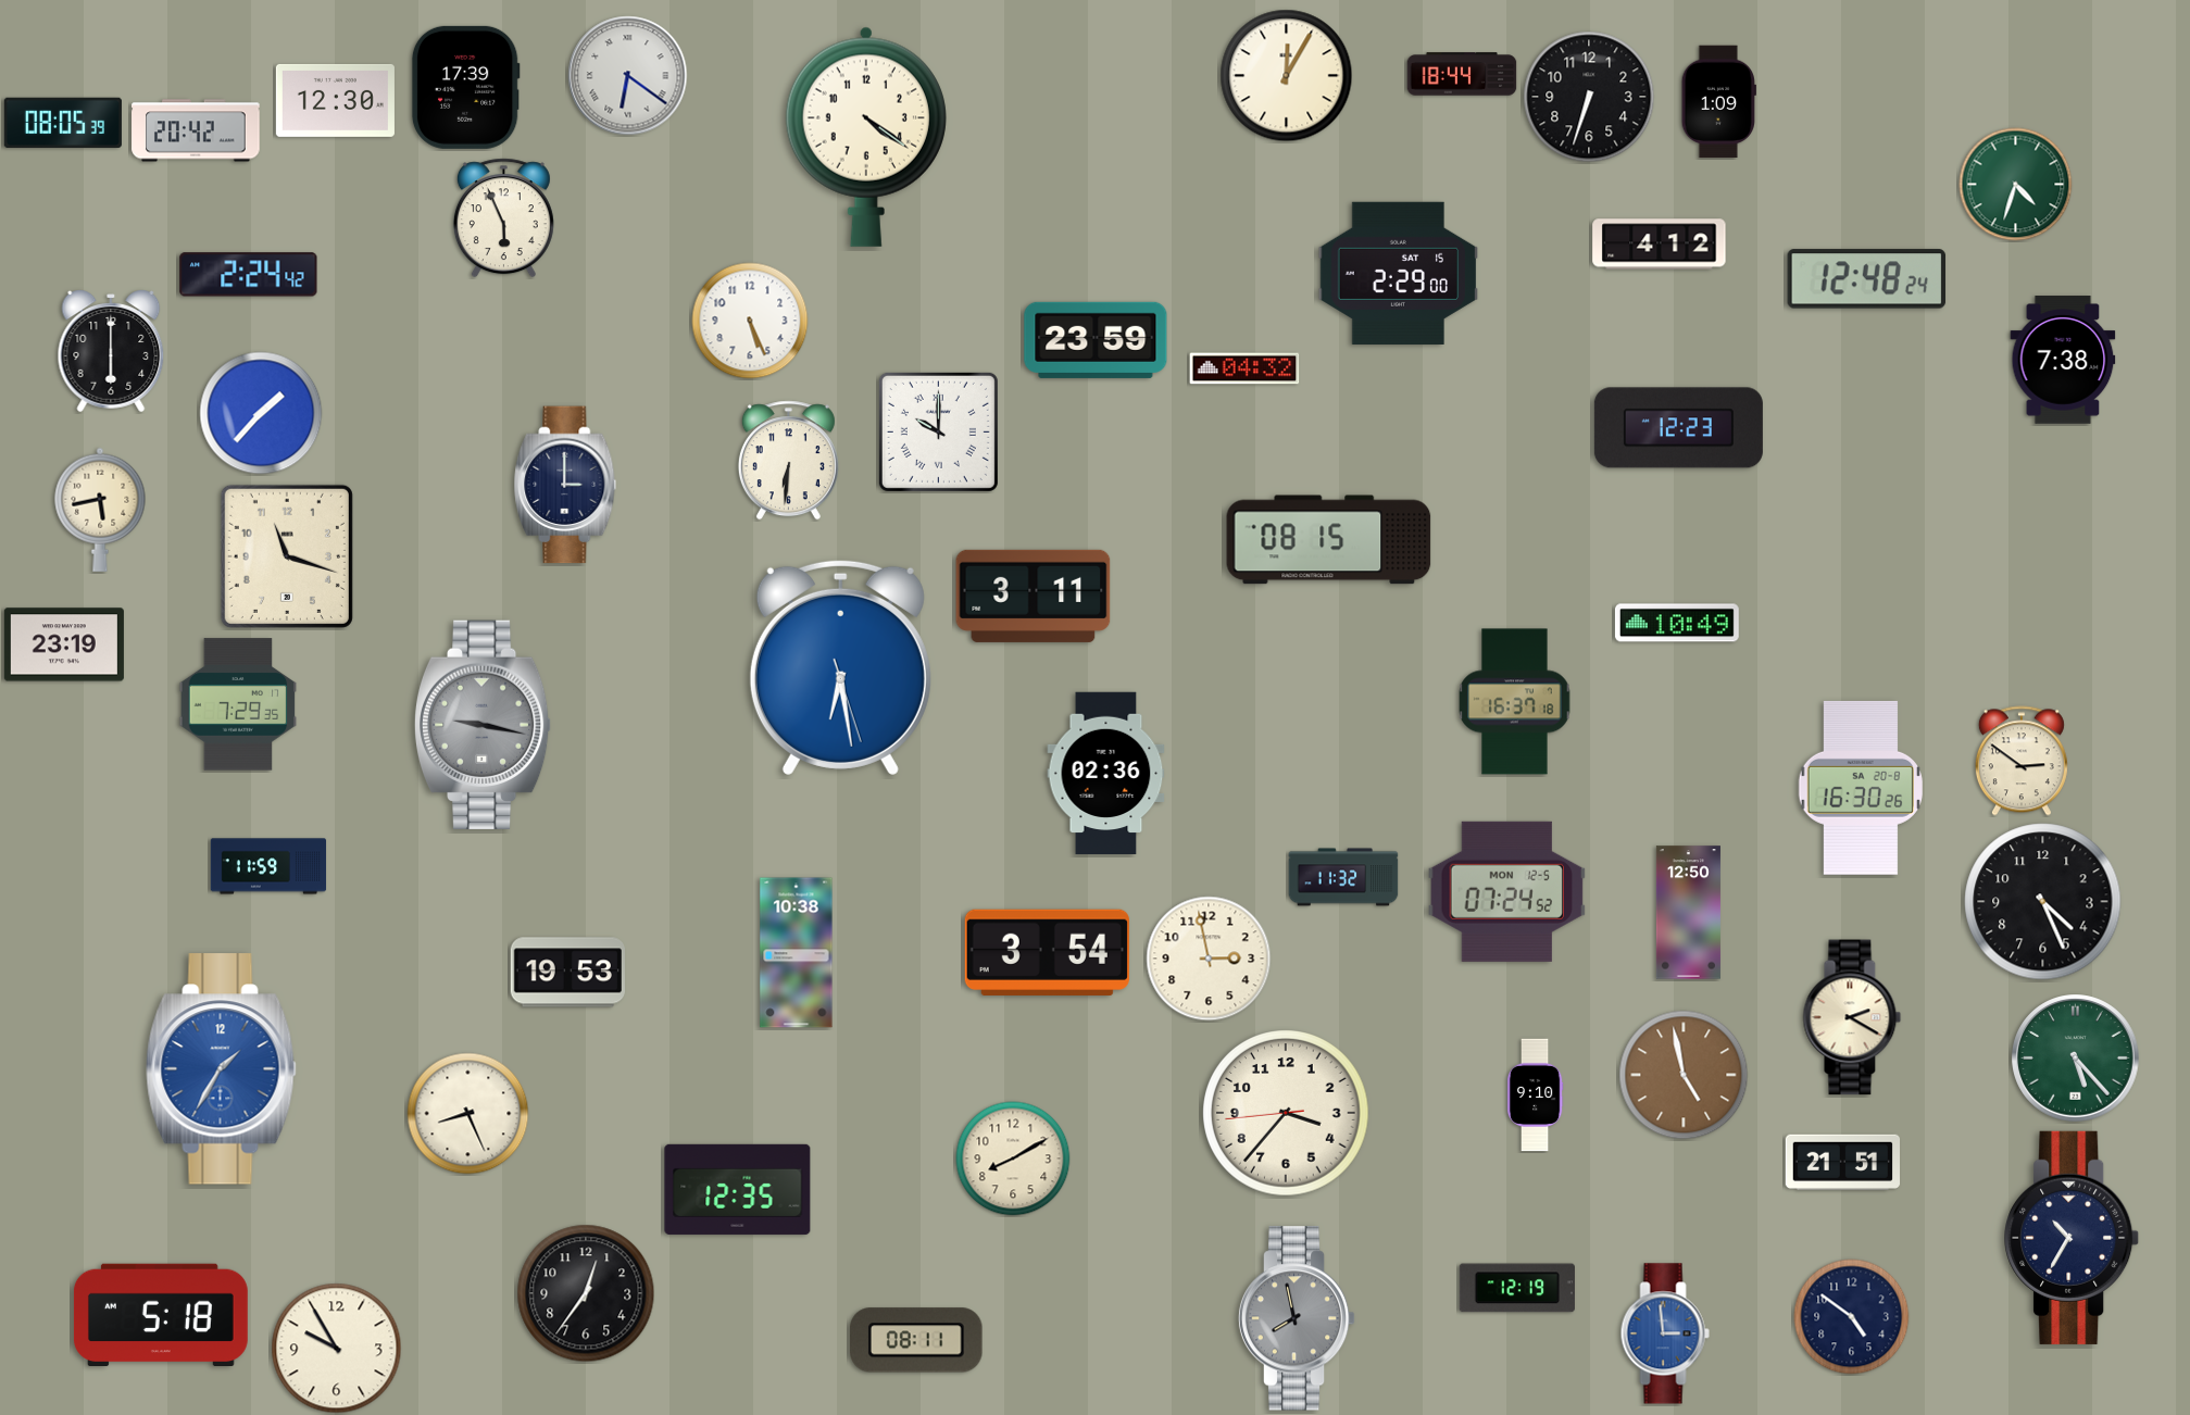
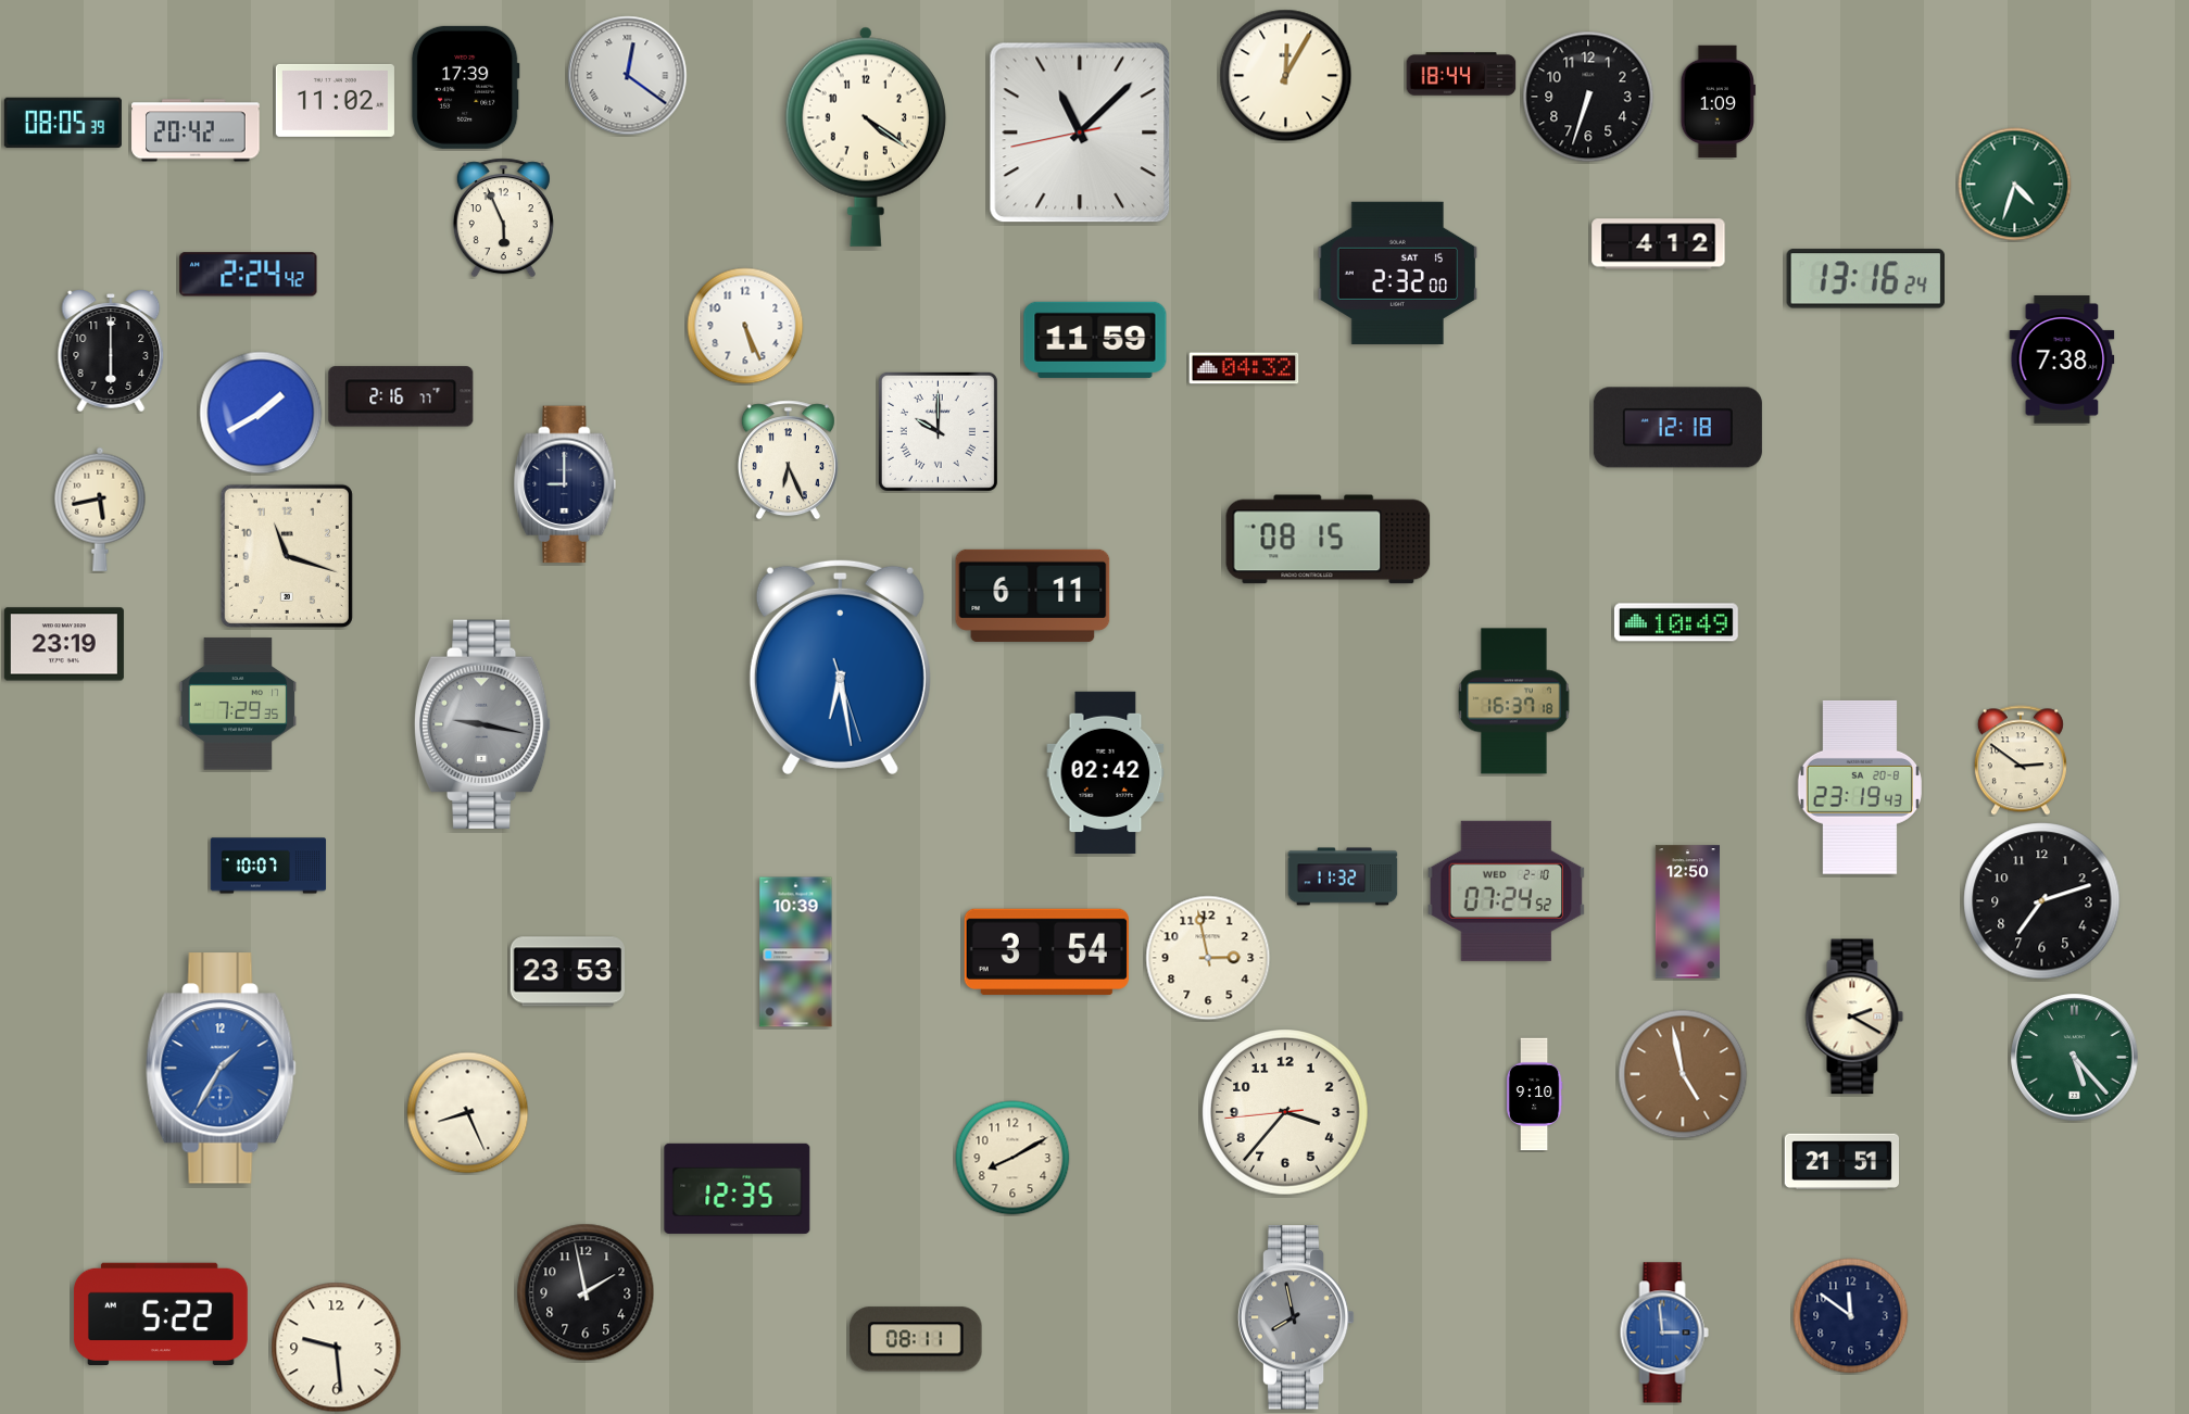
clock at (628, 76): 6:21 -> 12:21
clock at (335, 100): 12:30 -> 11:02
clock at (1080, 132): none -> 11:07
clock at (1399, 273): 2:29 -> 2:32
clock at (1867, 279): 12:48 -> 13:16
clock at (750, 321) position: (750, 321) -> (745, 326)
clock at (1096, 340): 23:59 -> 11:59
clock at (401, 396): none -> 2:16
clock at (261, 413): 1:37 -> 1:40
clock at (1678, 428): 12:23 -> 12:18
clock at (788, 461): 6:31 -> 6:26
clock at (565, 485): 3:00 -> 9:00
clock at (1034, 596): 3:11 -> 6:11
clock at (1106, 774): 02:36 -> 02:42
clock at (1861, 788): 16:30 -> 23:19
clock at (268, 866): 11:59 -> 10:07
clock at (1507, 891) date: MON 12-5 -> WED 2-10
clock at (2043, 902): 4:26 -> 7:12
clock at (797, 953): 10:38 -> 10:39
clock at (567, 973): 19:53 -> 23:53
clock at (1852, 1017) position: (1852, 1017) -> (1854, 1017)
clock at (2073, 1238): 10:35 -> none
clock at (1517, 1288): 12:19 -> none
clock at (586, 1293): 12:36 -> 1:58
clock at (161, 1314): 5:18 -> 5:22
clock at (1852, 1317): 4:51 -> 11:51
clock at (337, 1349): 9:55 -> 9:29
